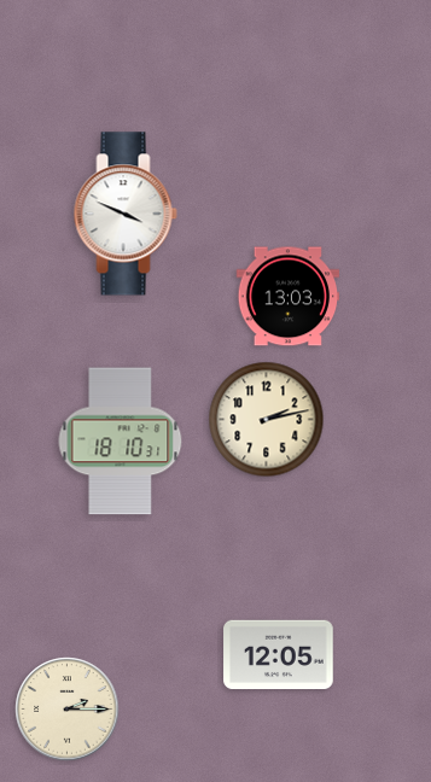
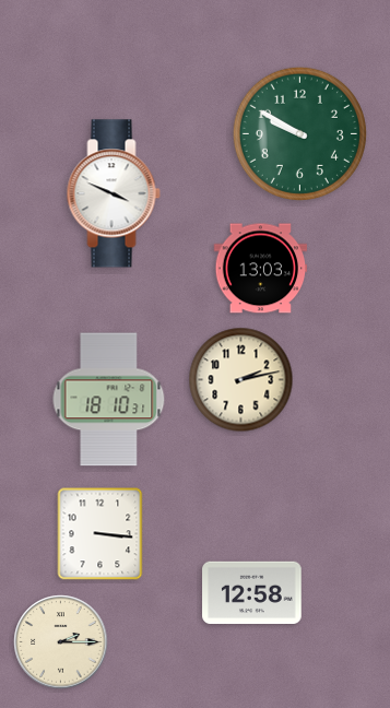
clock at (299, 133): none -> 9:50
clock at (101, 534): none -> 3:16
clock at (279, 654): 12:05 -> 12:58
